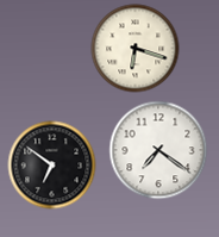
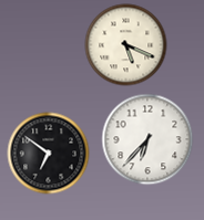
clock at (136, 49): 6:18 -> 5:19
clock at (158, 150): 7:21 -> 6:37
